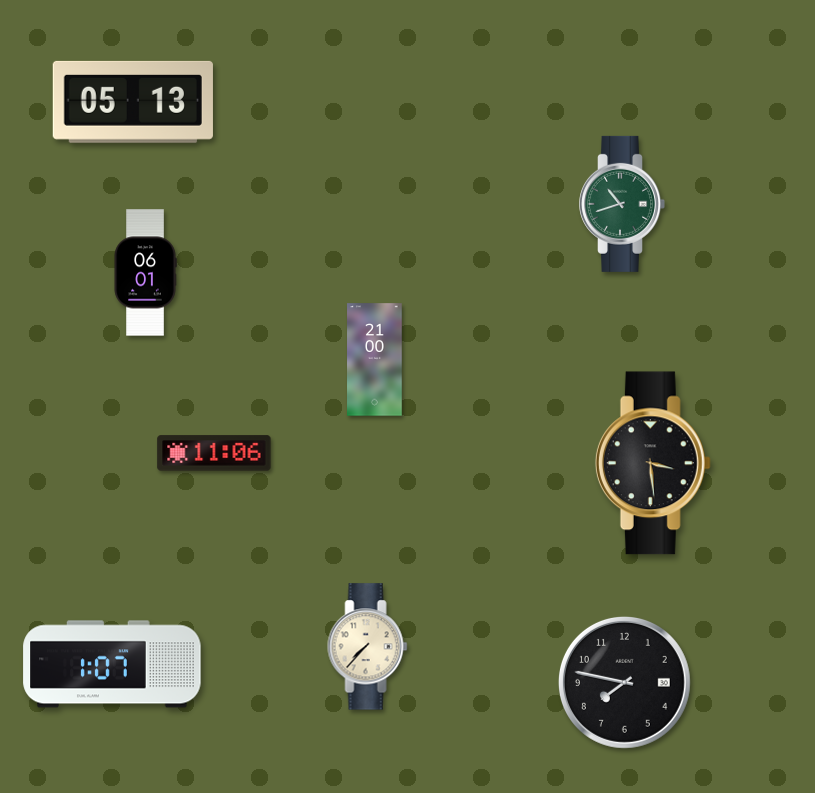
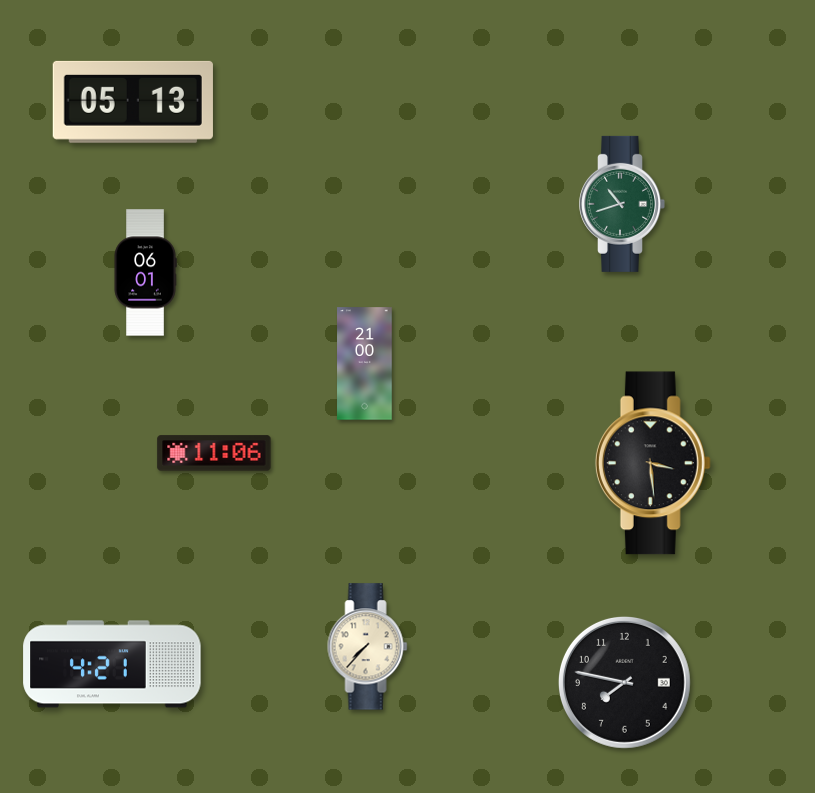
clock at (375, 360) position: (375, 360) -> (365, 364)
clock at (112, 664): 1:07 -> 4:21
